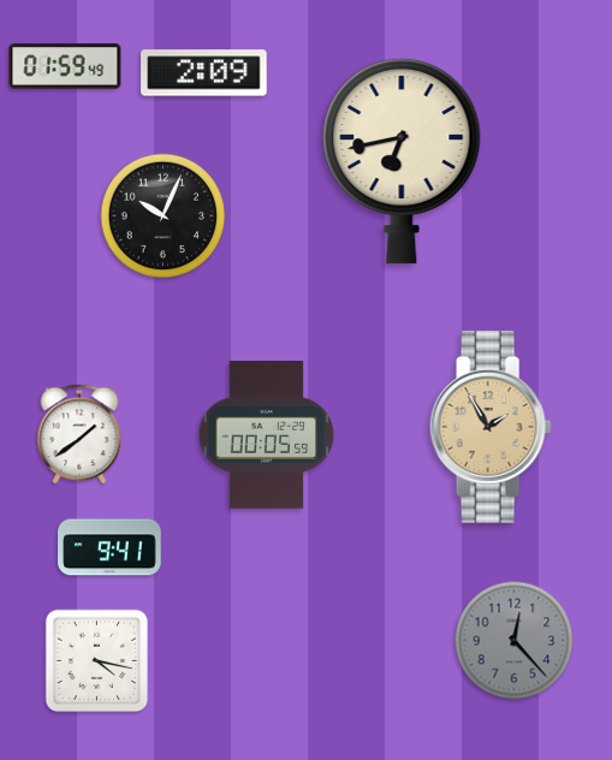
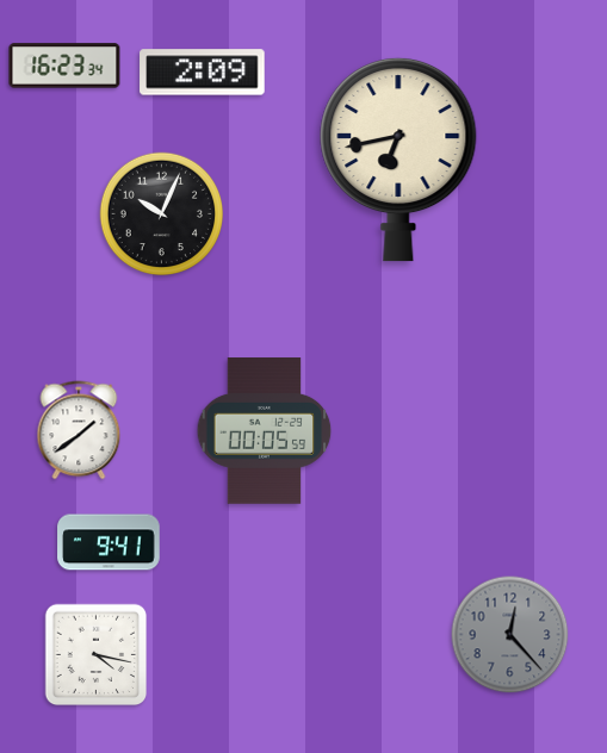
clock at (65, 66): 01:59 -> 16:23
clock at (491, 427): 1:55 -> none
